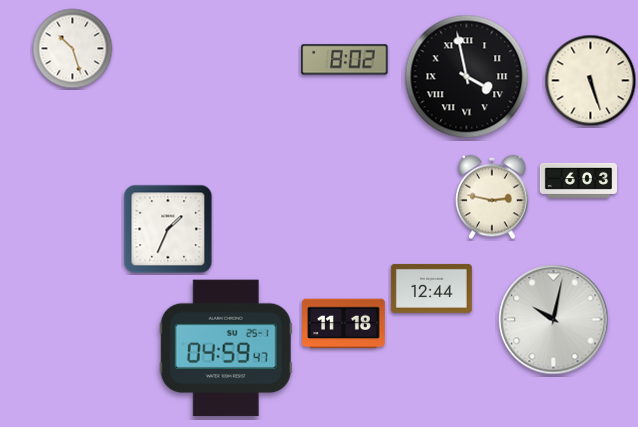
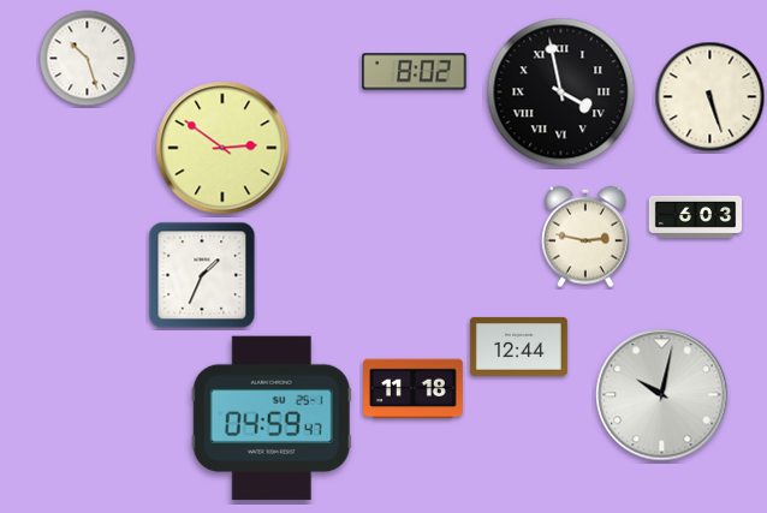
clock at (222, 148): none -> 2:51
clock at (492, 197) position: (492, 197) -> (585, 237)
clock at (554, 320) position: (554, 320) -> (662, 395)
